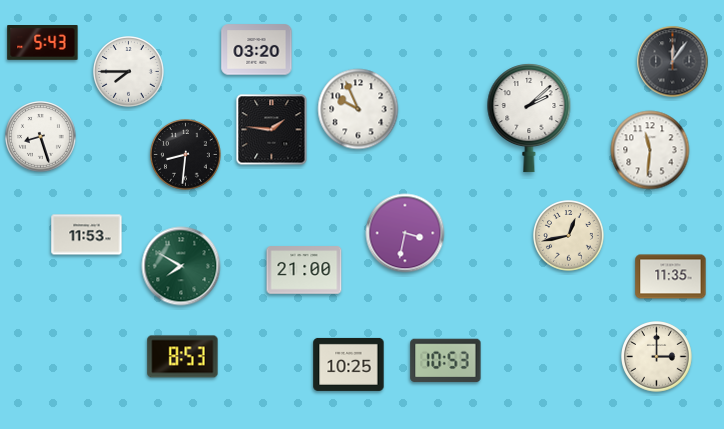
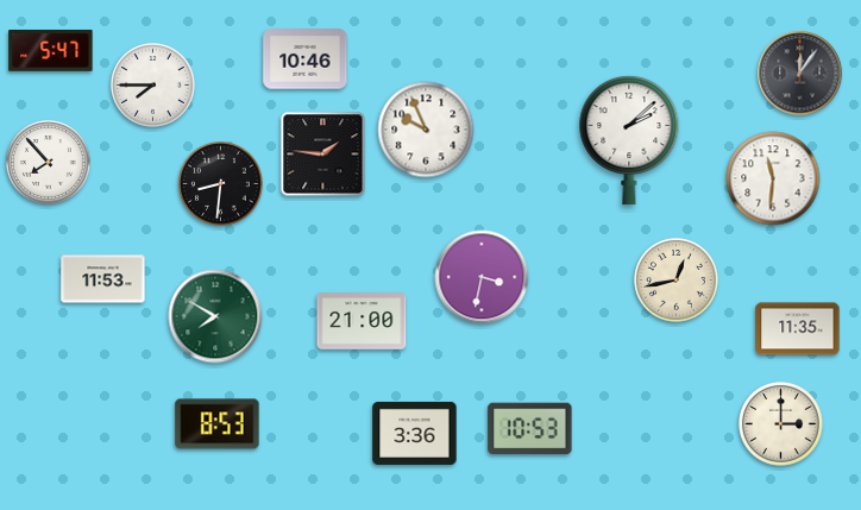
clock at (43, 43): 5:43 -> 5:47
clock at (257, 50): 03:20 -> 10:46
clock at (41, 137): 8:27 -> 7:53
clock at (349, 364): 10:25 -> 3:36
